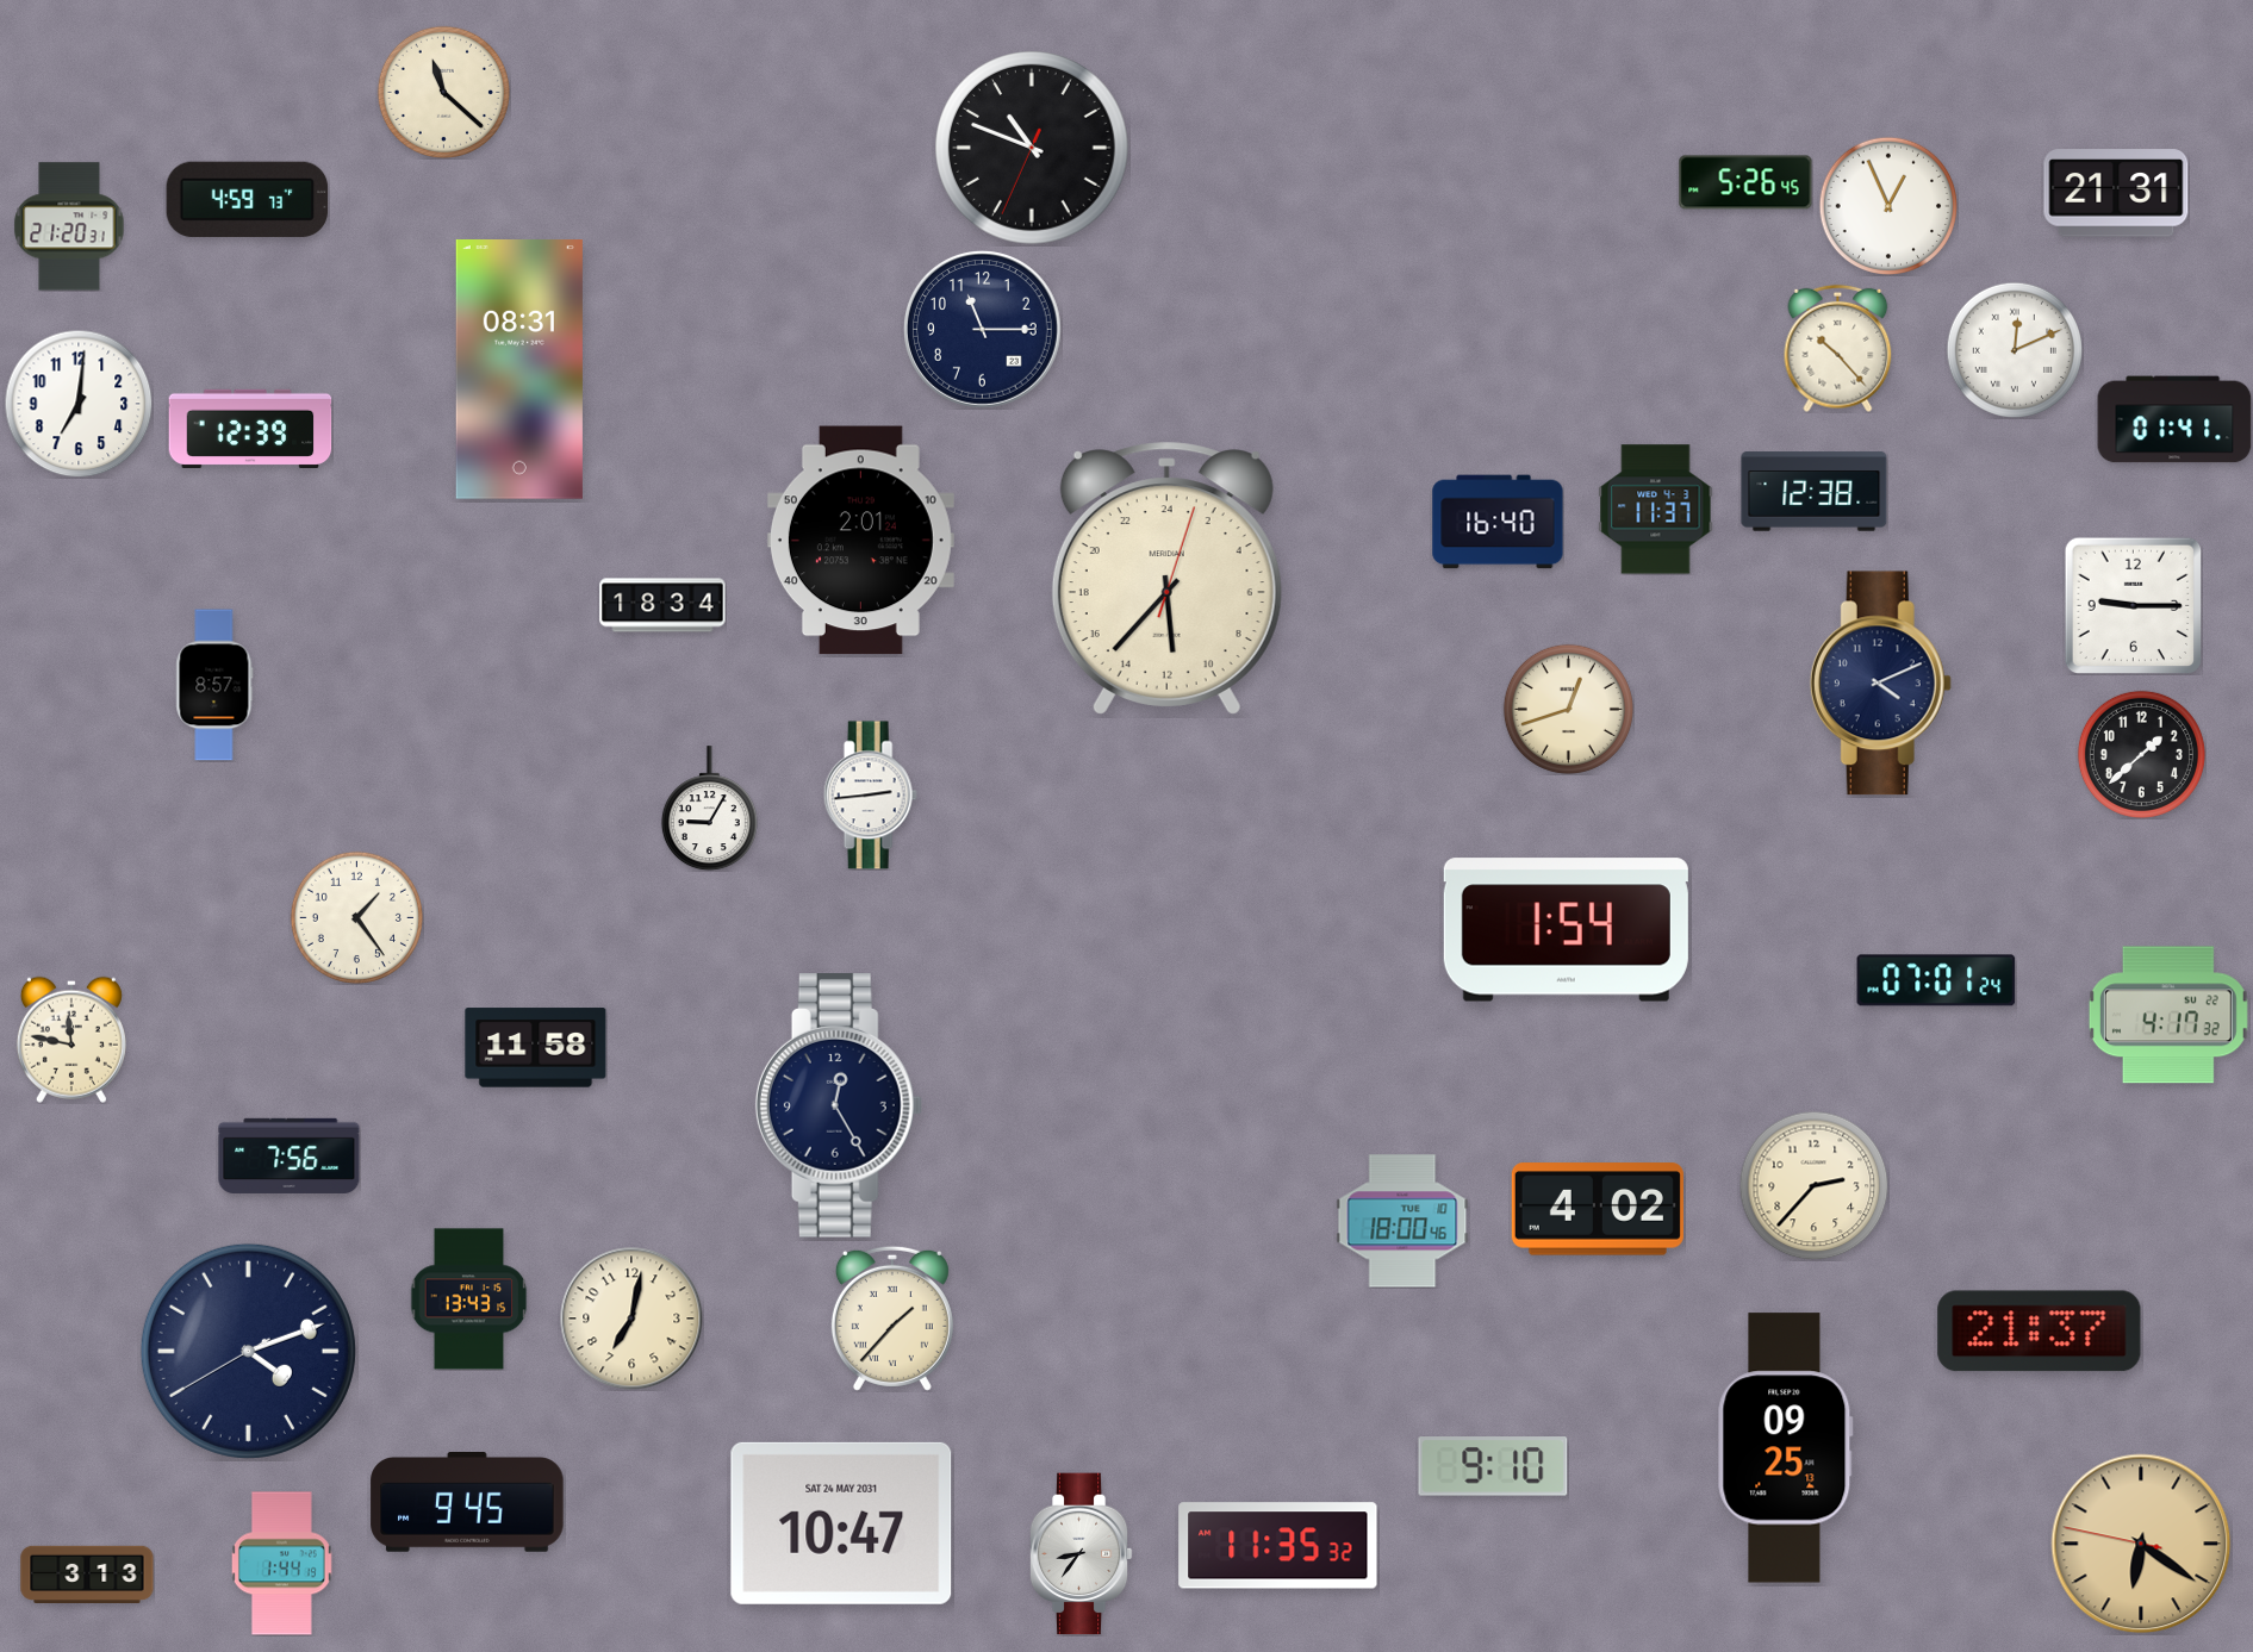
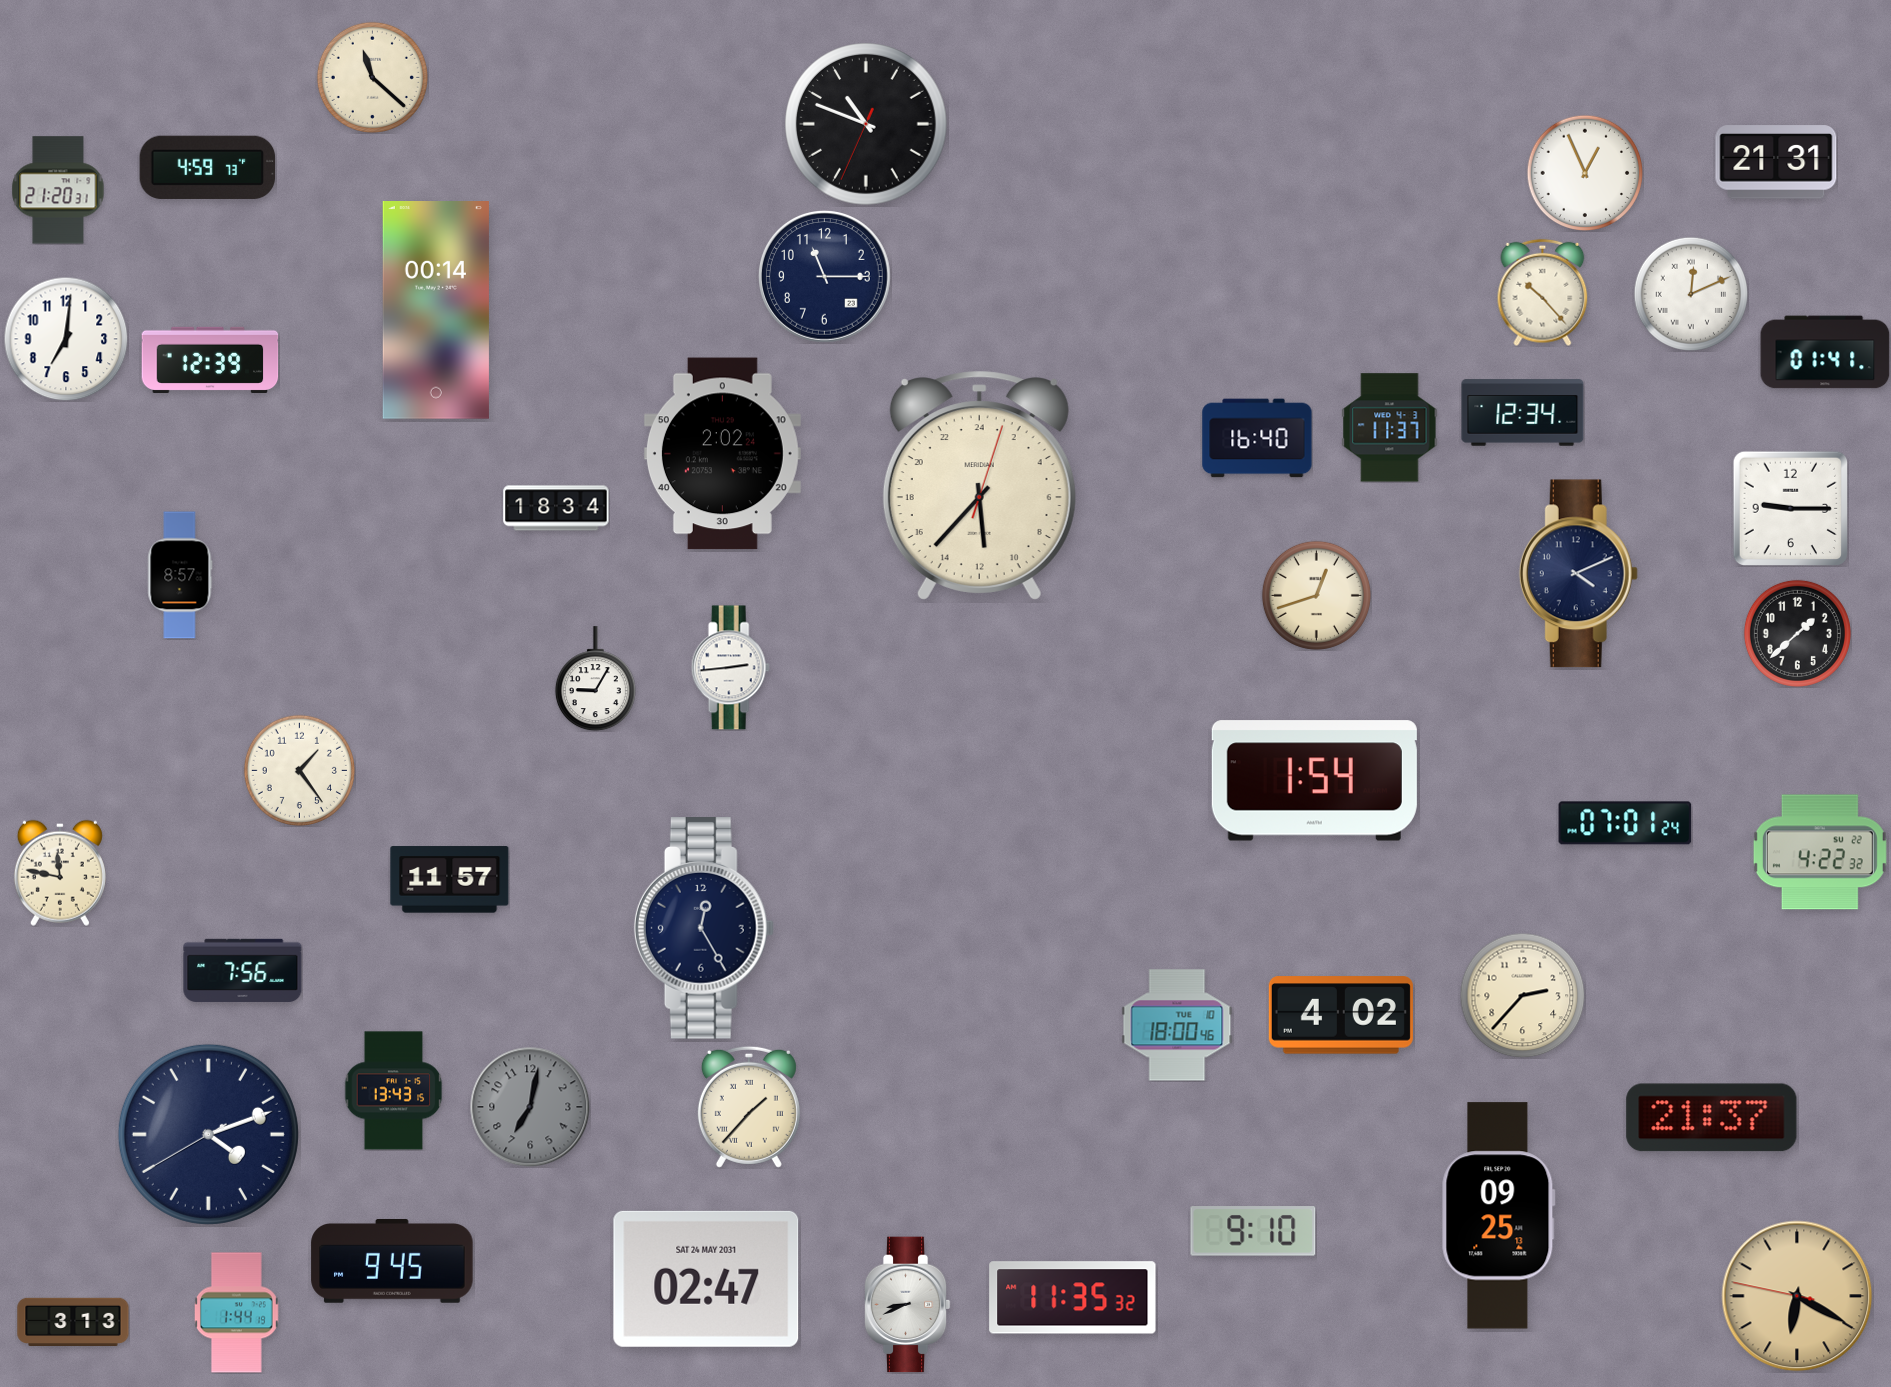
clock at (1745, 182): 5:26 -> none
clock at (519, 370): 08:31 -> 00:14
clock at (1815, 492): 12:38 -> 12:34
clock at (860, 541): 2:01 -> 2:02
clock at (2168, 1015): 4:17 -> 4:22
clock at (536, 1048): 11:58 -> 11:57
clock at (631, 1319) dial: cream -> grey
clock at (841, 1523): 10:47 -> 02:47
clock at (2141, 1544): 6:20 -> 6:19
clock at (1081, 1554): 8:36 -> 8:41
